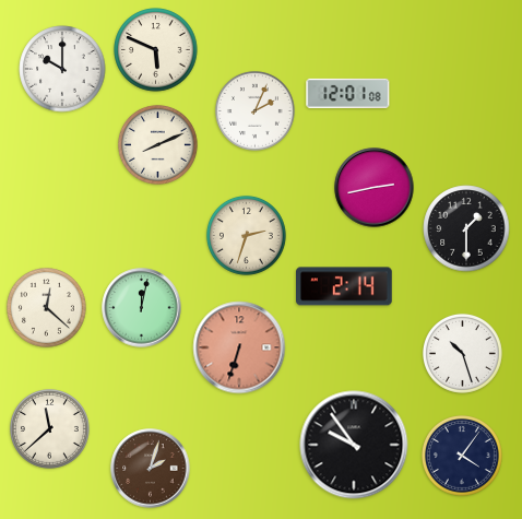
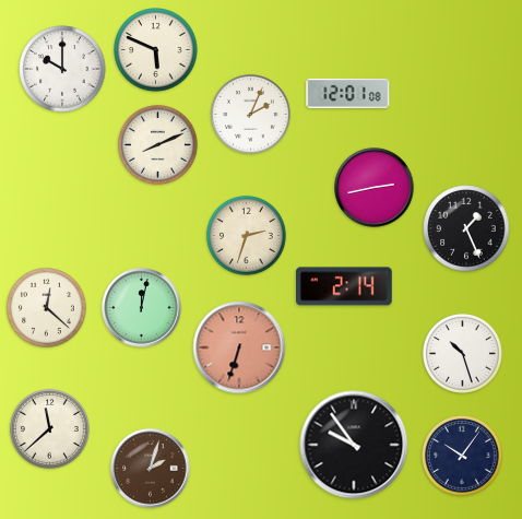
clock at (254, 110) position: (254, 110) -> (250, 114)
clock at (466, 228): 1:30 -> 1:26
clock at (463, 457): 4:06 -> 10:06
